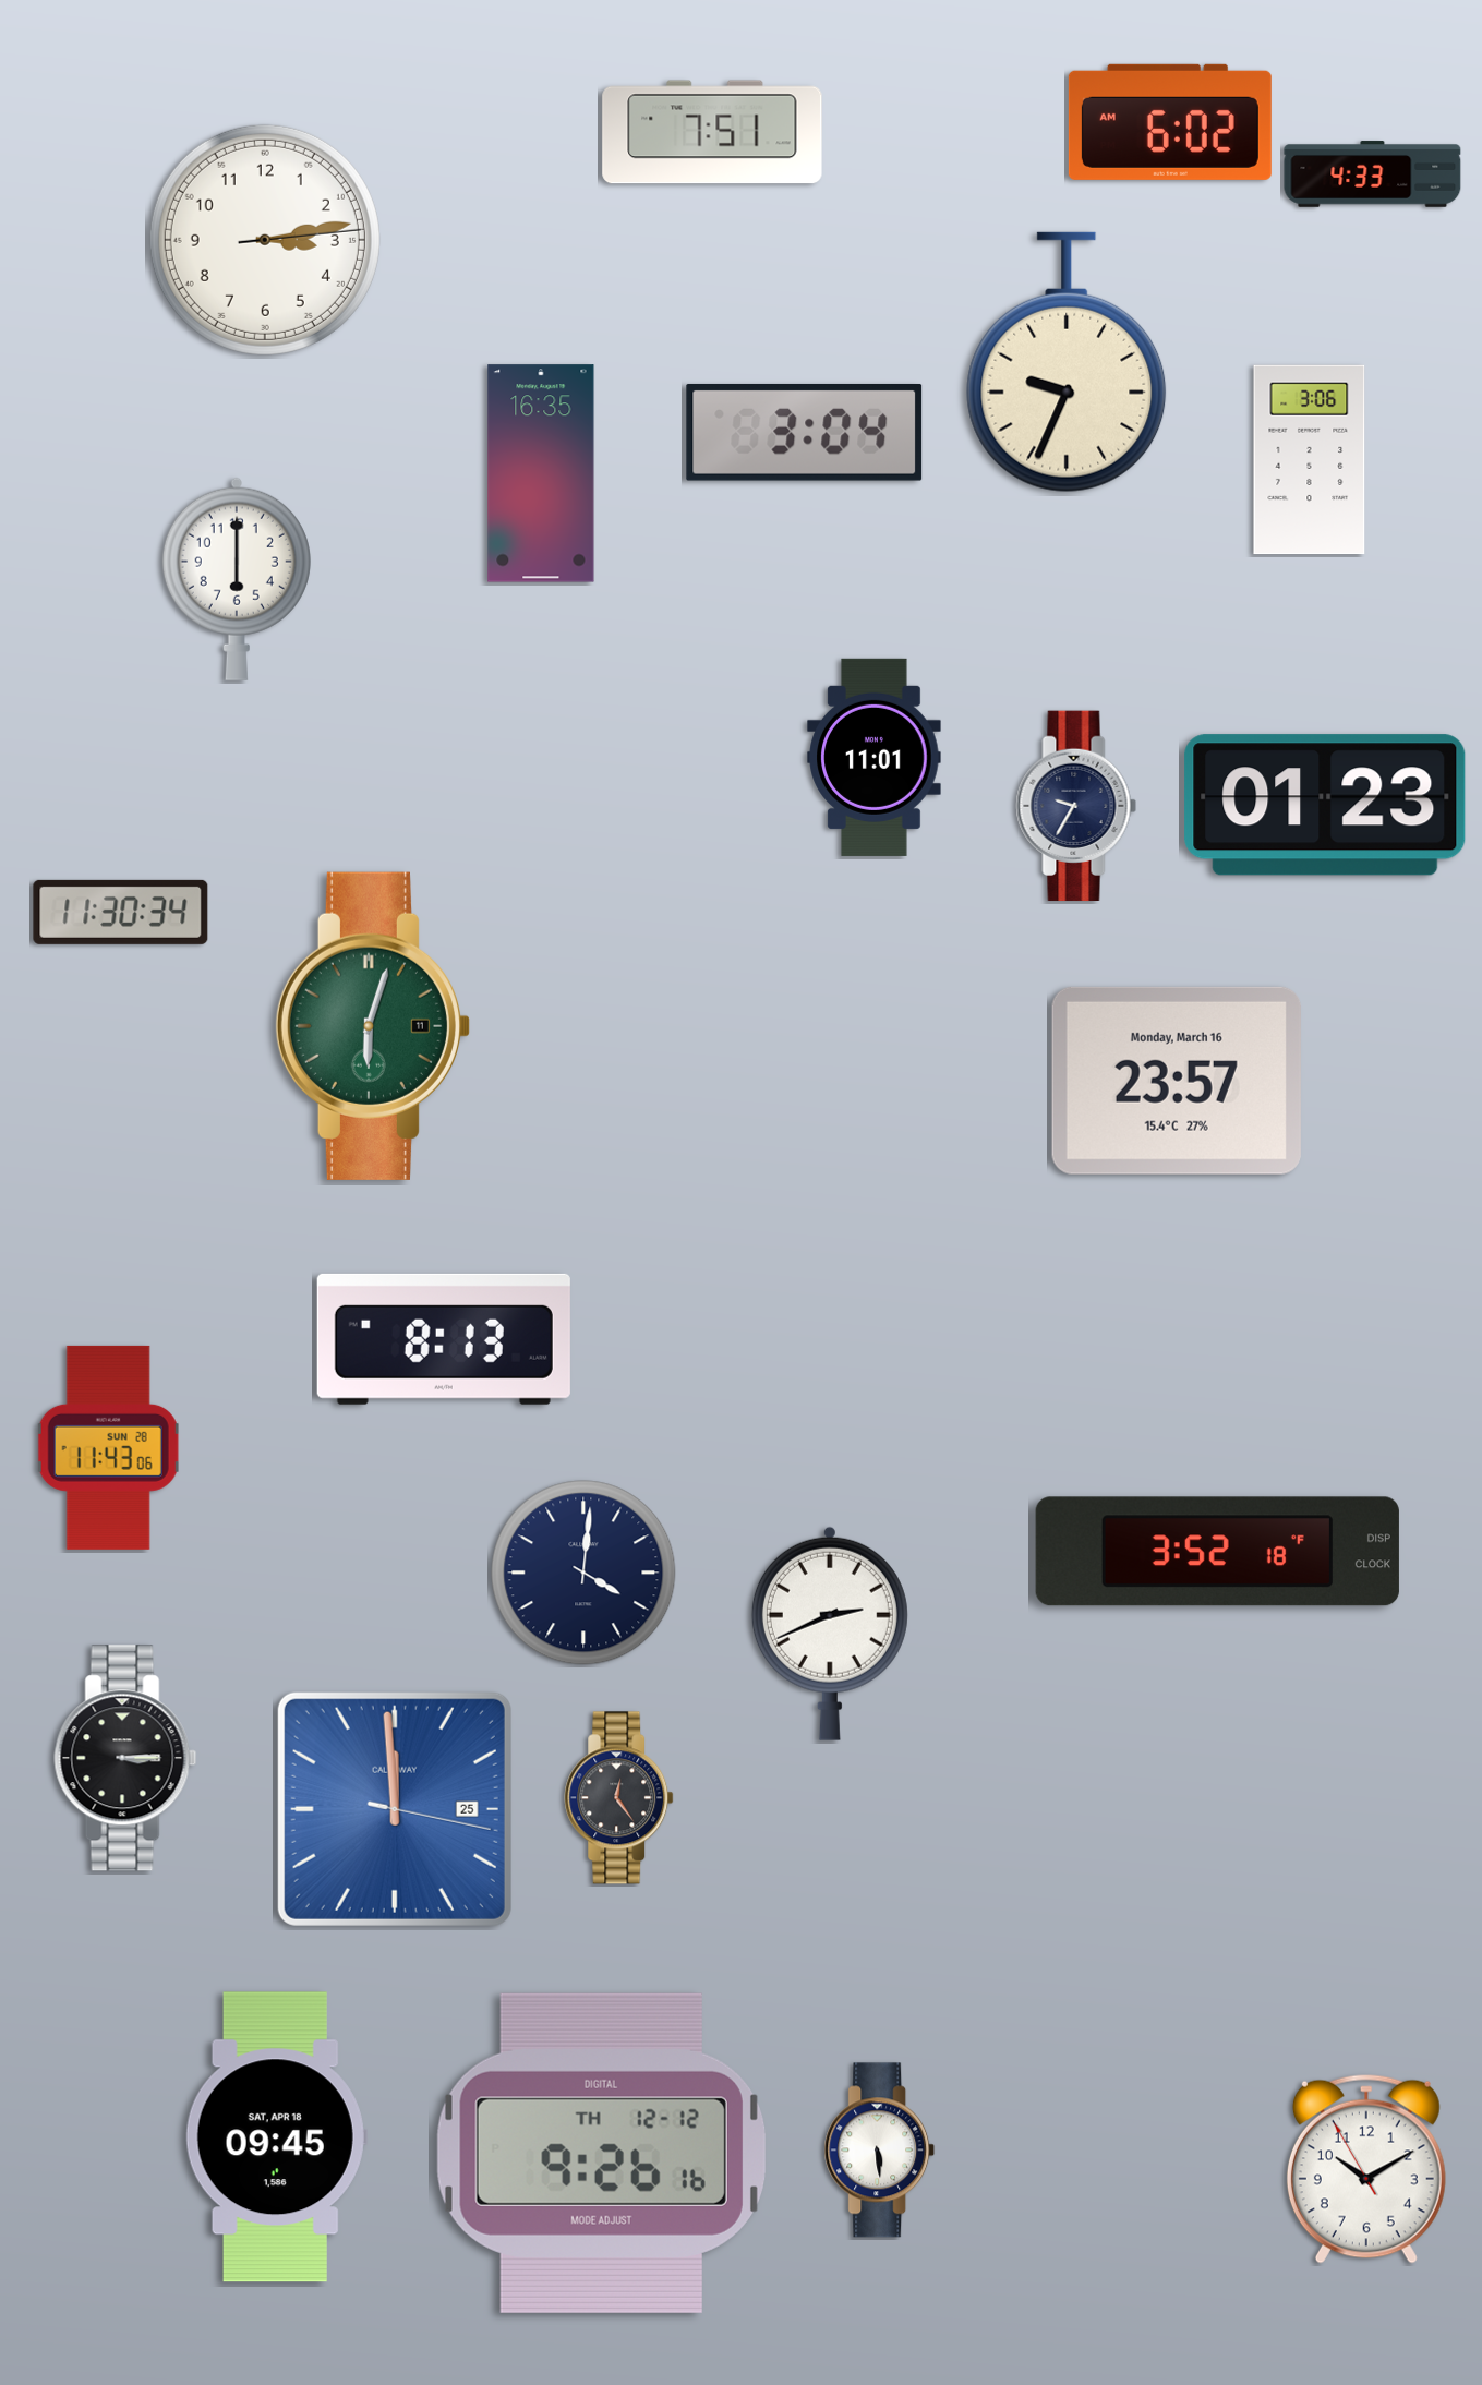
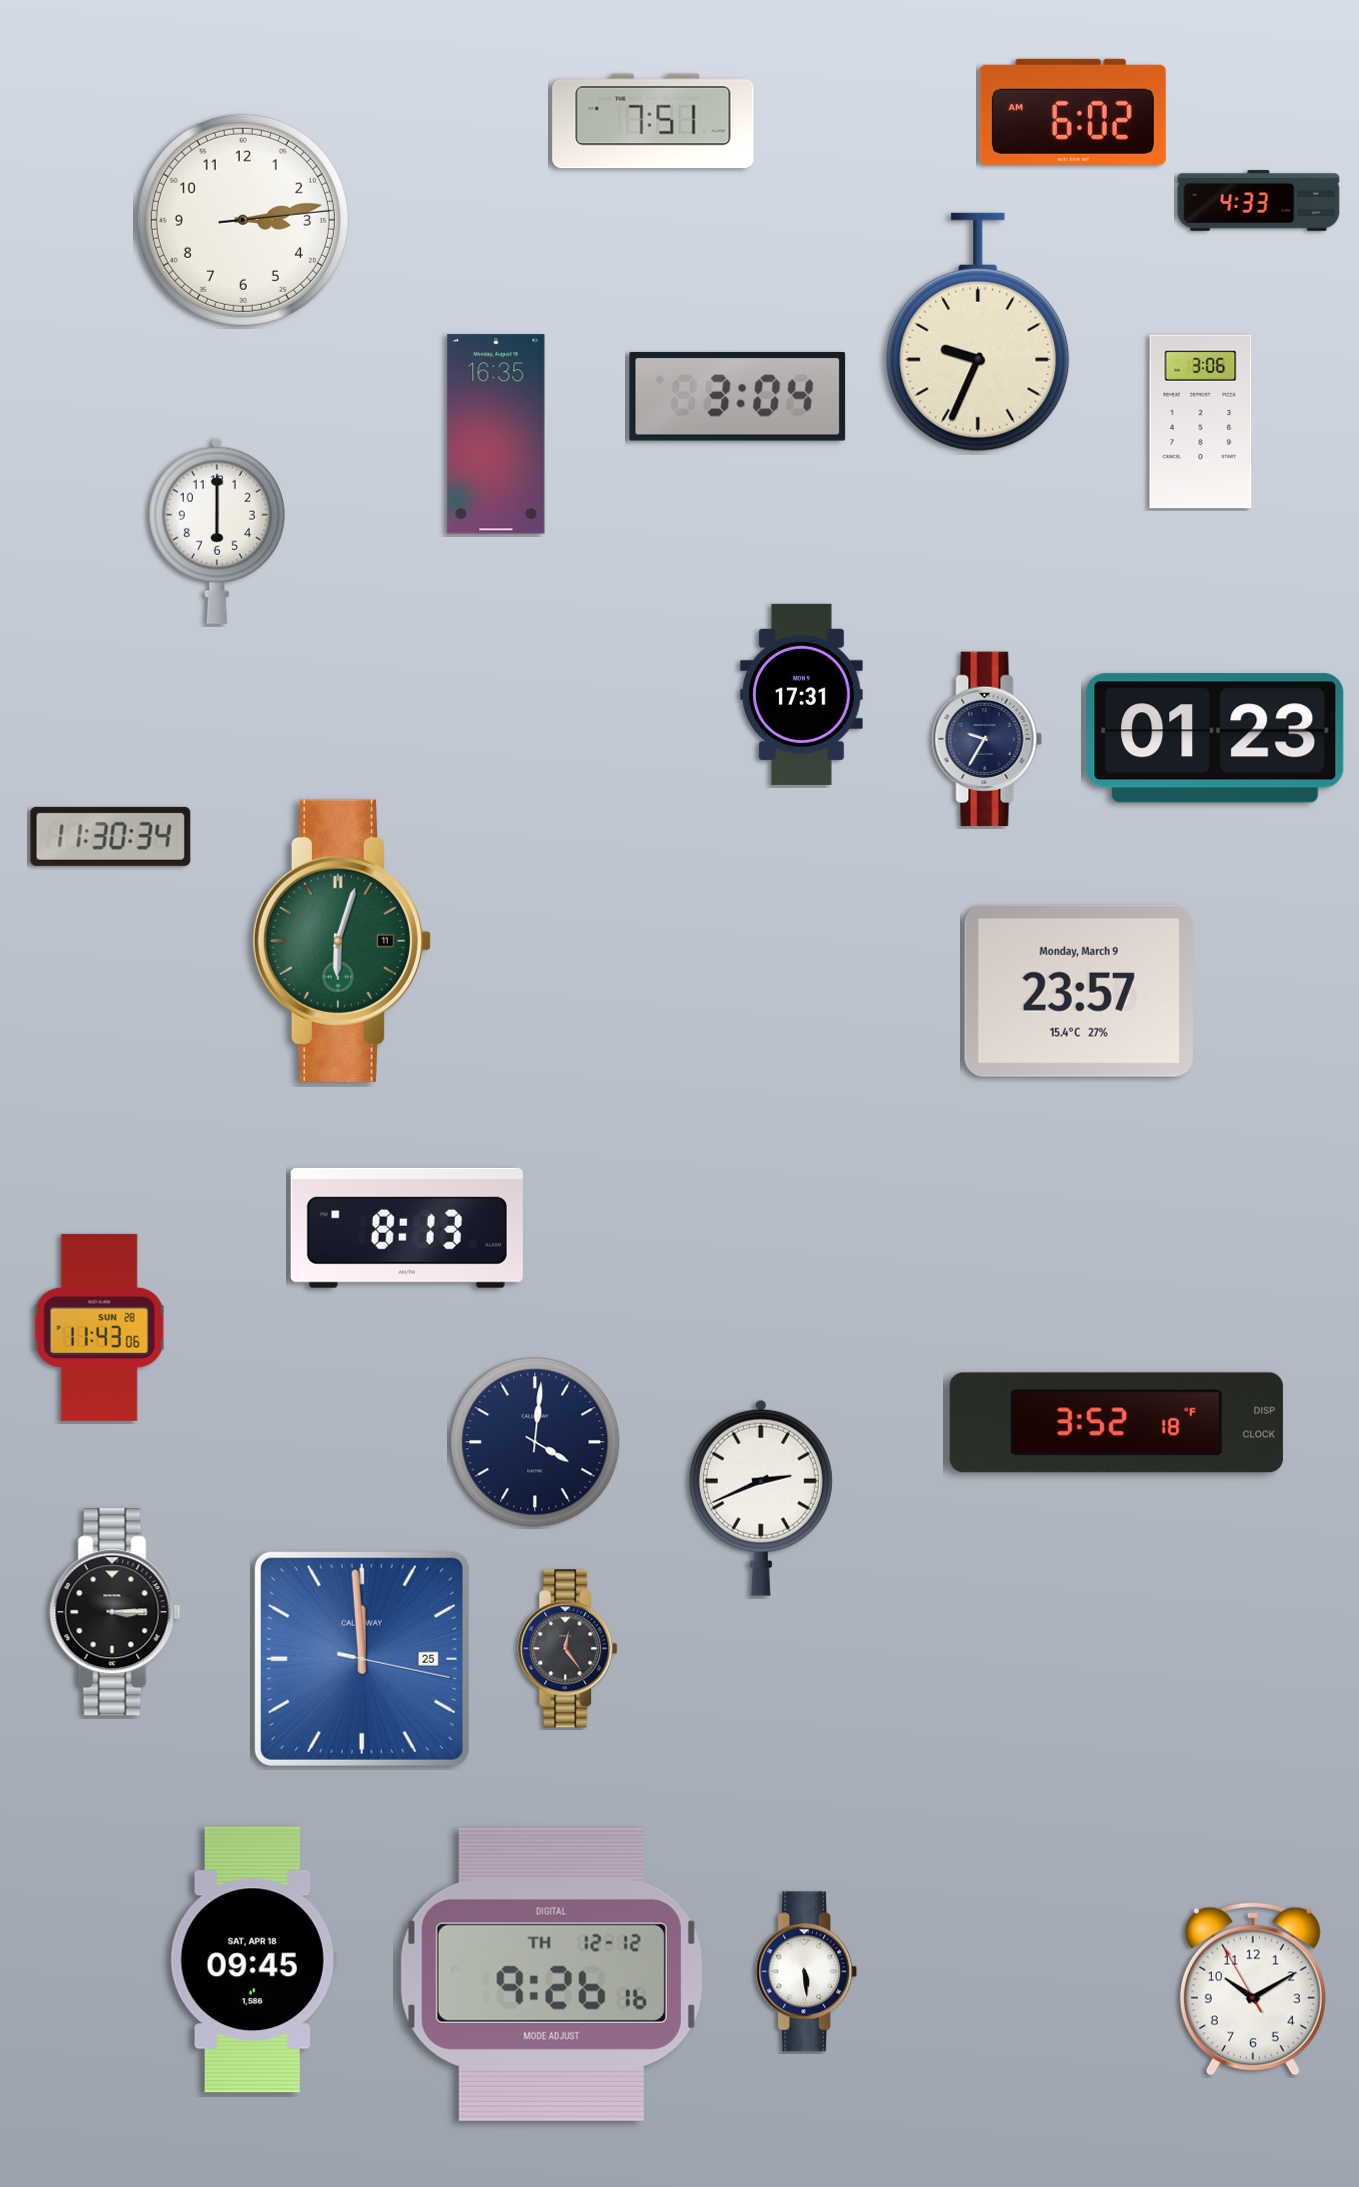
clock at (1373, 174) position: (1373, 174) -> (1259, 201)
clock at (875, 757): 11:01 -> 17:31
clock at (1177, 1081) date: Monday, March 16 -> Monday, March 9
